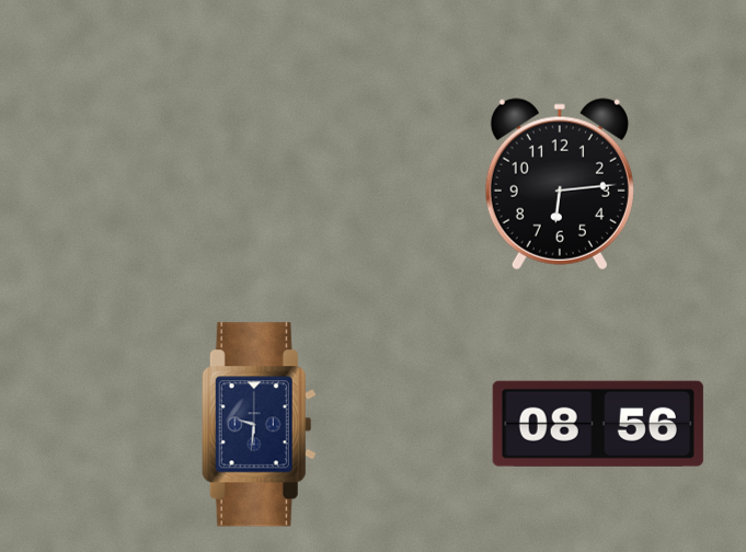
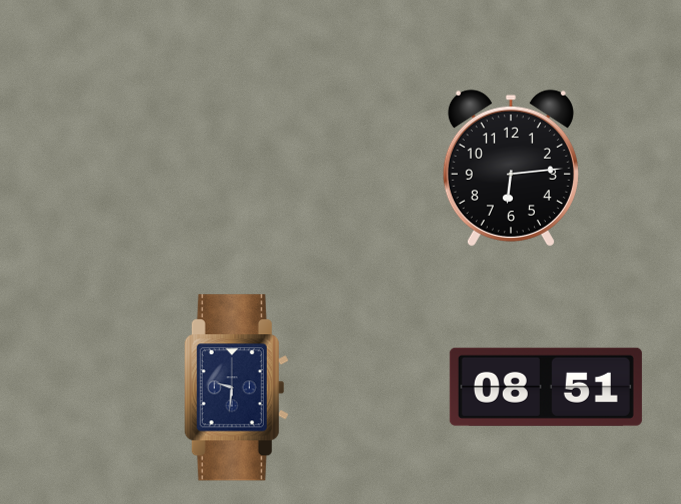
clock at (598, 424): 08:56 -> 08:51
